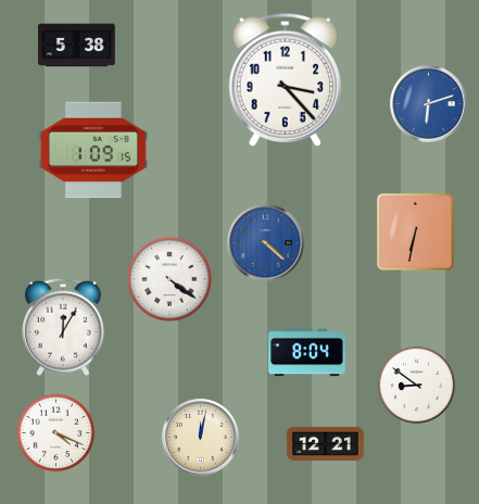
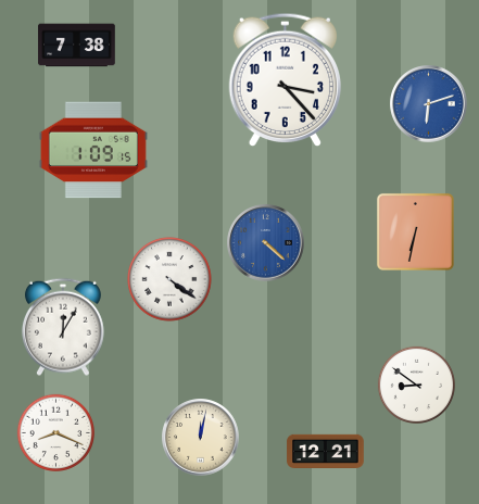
clock at (77, 46): 5:38 -> 7:38
clock at (307, 353): 8:04 -> none
clock at (55, 432): 4:19 -> 8:19
clock at (326, 443) position: (326, 443) -> (326, 451)
